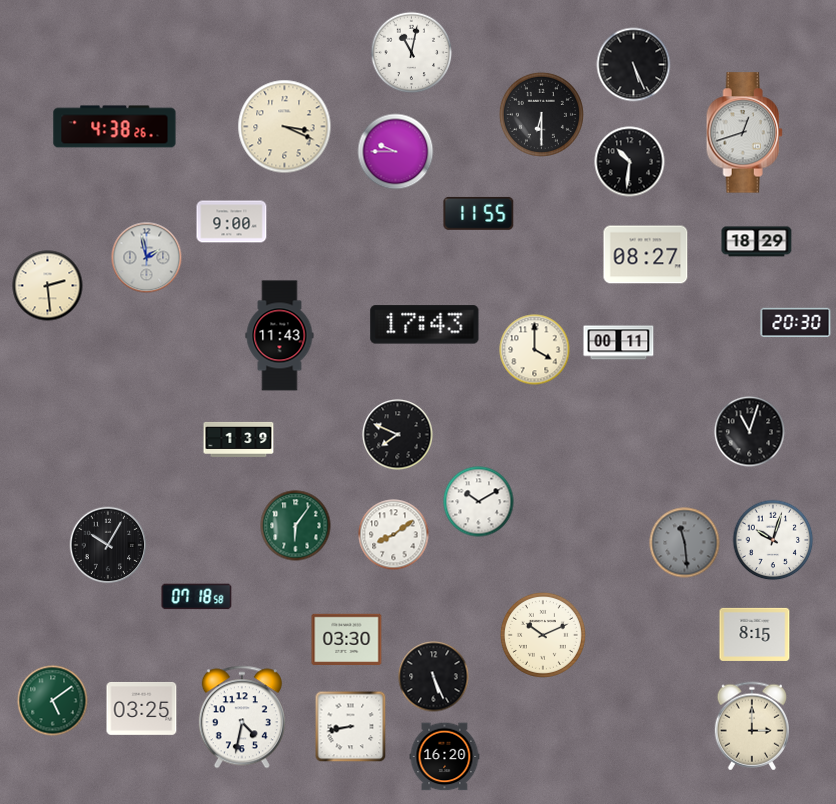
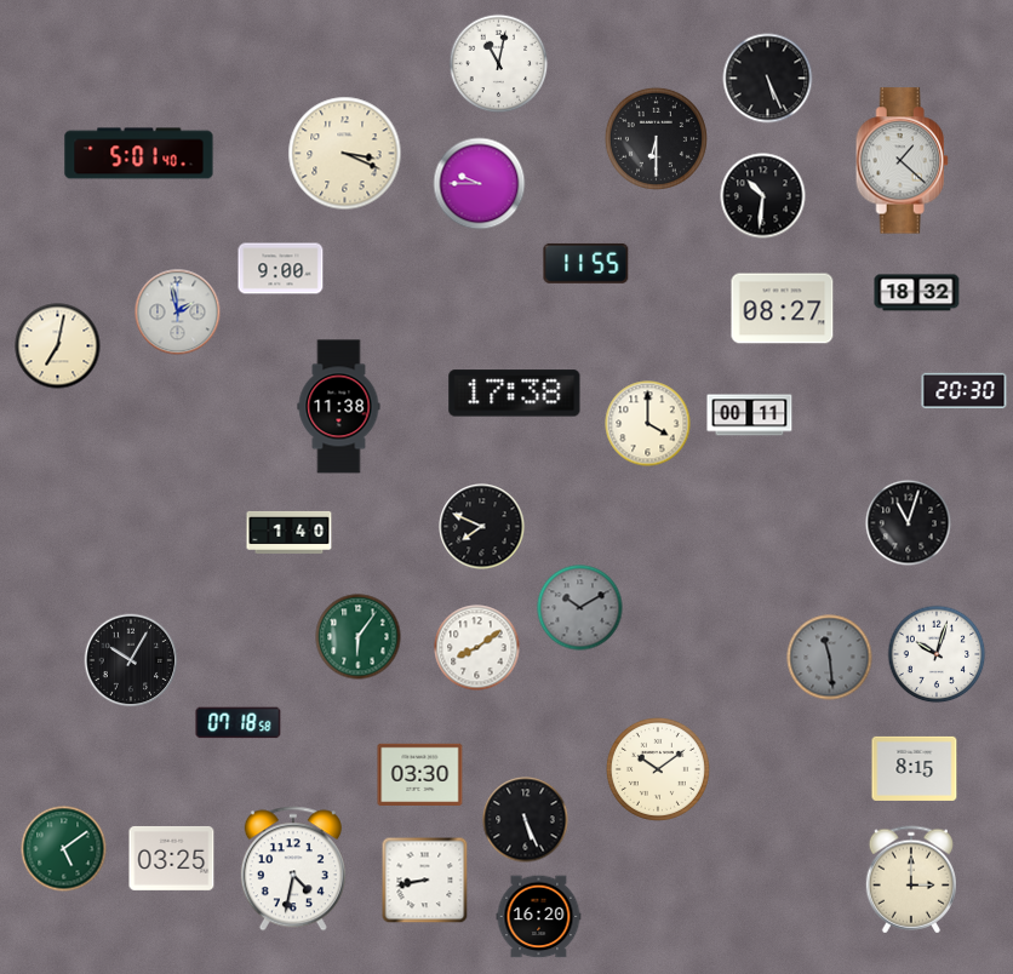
clock at (115, 127): 4:38 -> 5:01
clock at (744, 133): 12:42 -> 1:22
clock at (479, 213) position: (479, 213) -> (586, 263)
clock at (757, 242): 18:29 -> 18:32
clock at (48, 286): 2:29 -> 7:02
clock at (425, 325): 17:43 -> 17:38
clock at (280, 336): 11:43 -> 11:38
clock at (239, 439): 1:39 -> 1:40
clock at (479, 502) dial: white -> grey
clock at (543, 635): 10:11 -> 10:09
